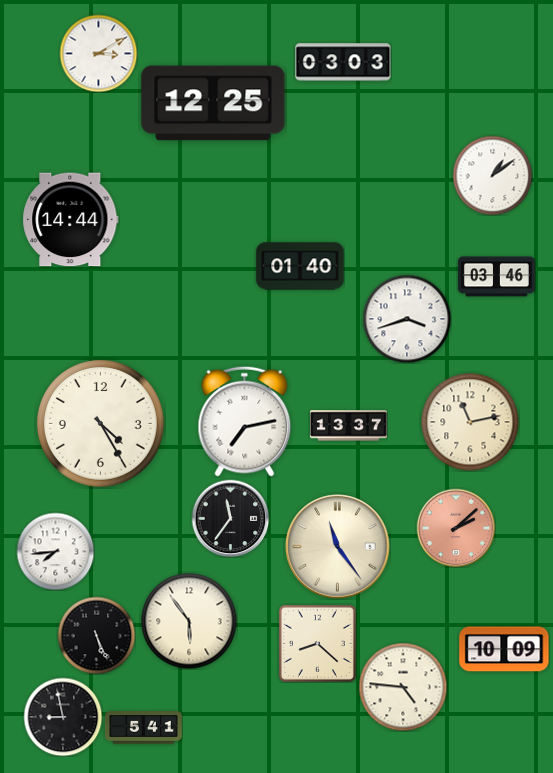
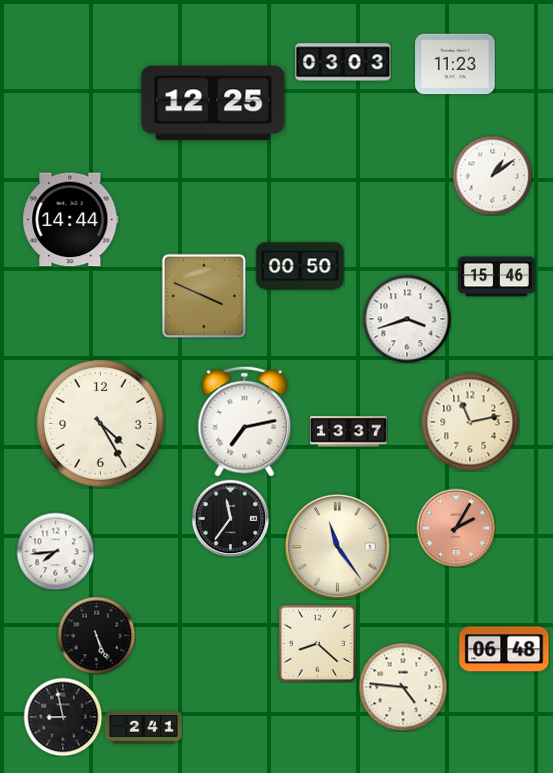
clock at (98, 53): 3:10 -> none
clock at (455, 64): none -> 11:23
clock at (300, 266): 01:40 -> 00:50
clock at (496, 277): 03:46 -> 15:46
clock at (204, 296): none -> 3:49
clock at (348, 426) position: (348, 426) -> (348, 432)
clock at (456, 528): 2:08 -> 2:05
clock at (189, 621): 5:54 -> none
clock at (504, 649): 10:09 -> 06:48
clock at (143, 728): 5:41 -> 2:41
